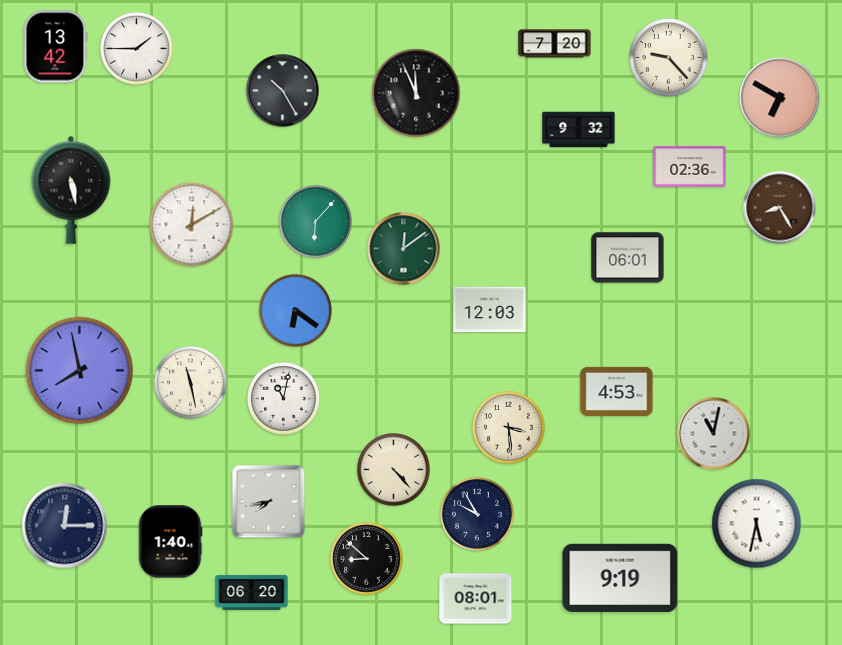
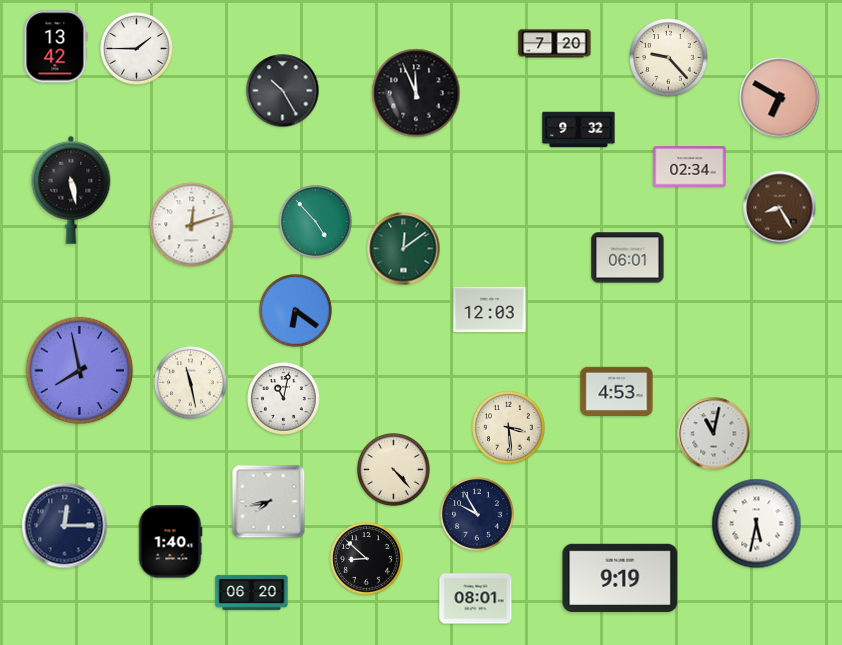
clock at (690, 167): 02:36 -> 02:34
clock at (316, 222): 6:07 -> 4:53
clock at (192, 225): 12:10 -> 12:12
